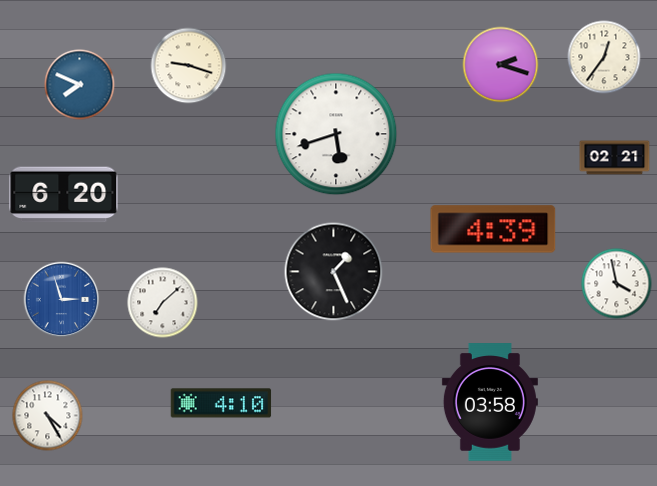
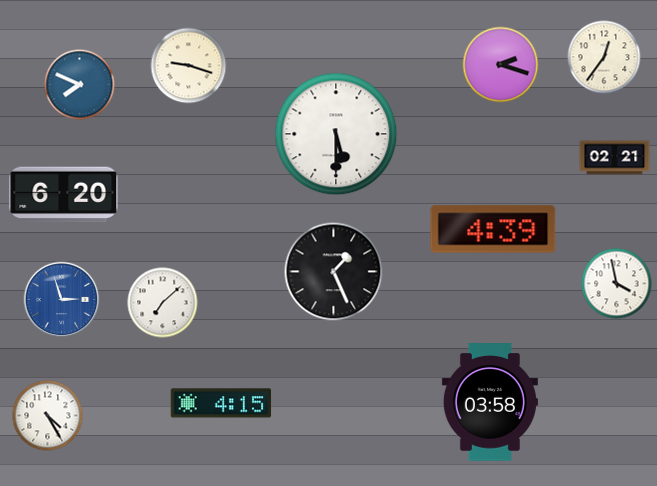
clock at (336, 134): 5:42 -> 5:30
clock at (221, 403): 4:10 -> 4:15
